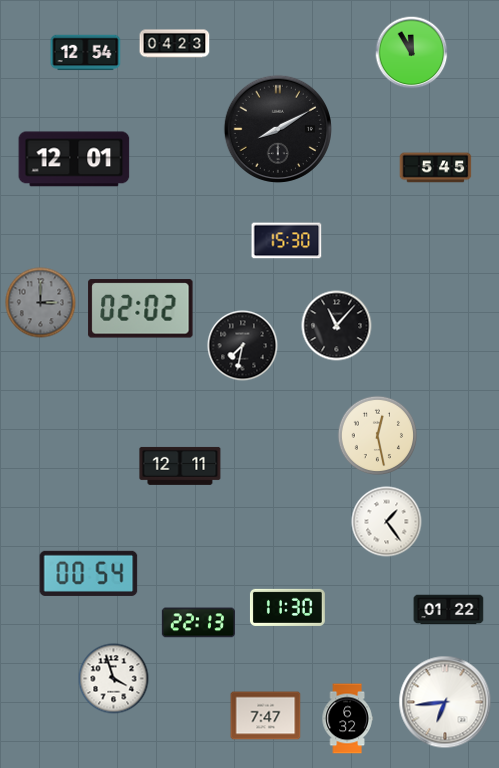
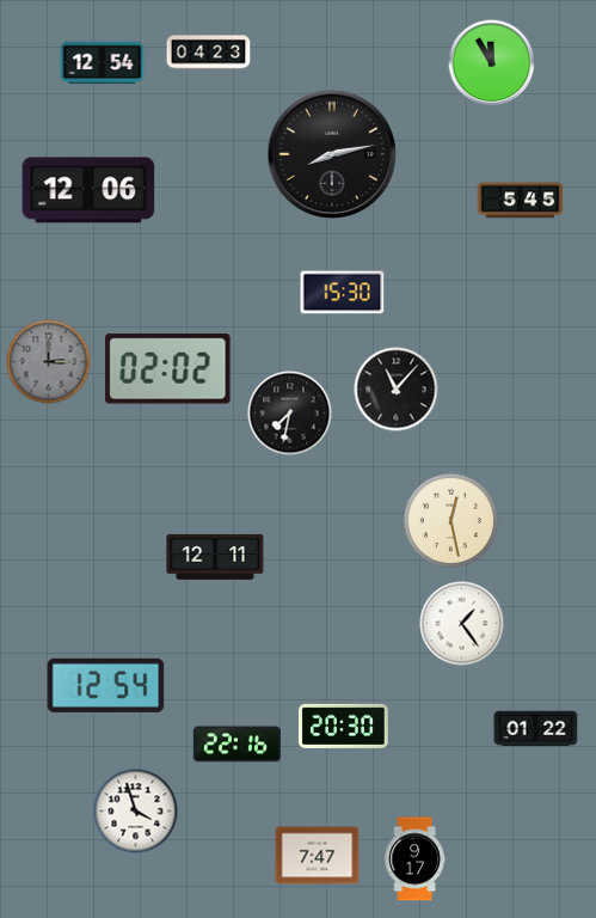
clock at (278, 129): 8:10 -> 8:13
clock at (74, 159): 12:01 -> 12:06
clock at (287, 241) position: (287, 241) -> (343, 293)
clock at (337, 326) position: (337, 326) -> (397, 390)
clock at (89, 573): 00:54 -> 12:54
clock at (287, 607): 11:30 -> 20:30
clock at (198, 623): 22:13 -> 22:16
clock at (445, 702): 6:44 -> none
clock at (347, 719): 6:32 -> 9:17
